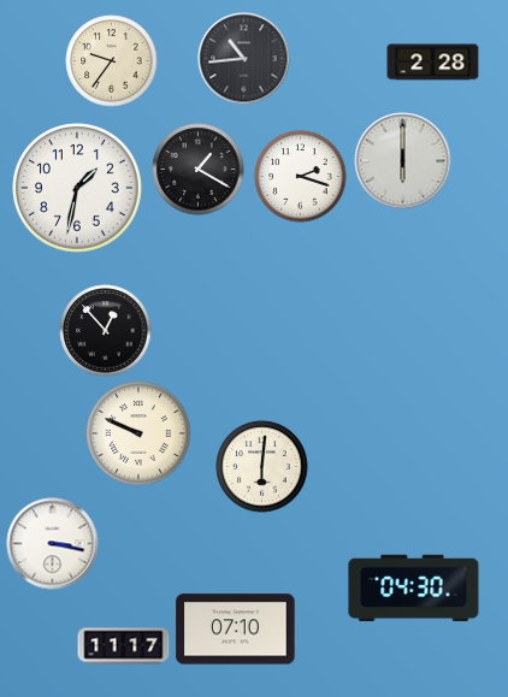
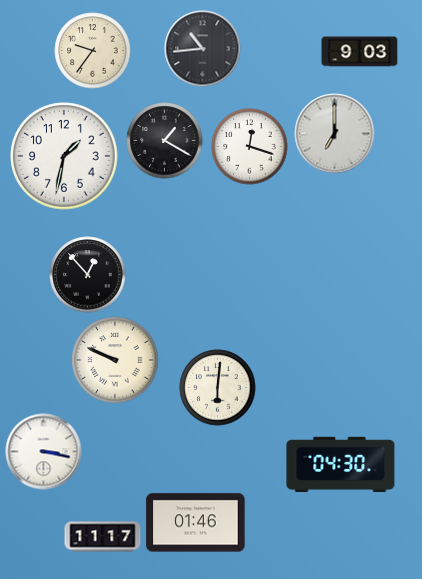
clock at (433, 63): 2:28 -> 9:03
clock at (403, 161): 6:00 -> 7:00
clock at (301, 177): 2:18 -> 12:18
clock at (414, 589) position: (414, 589) -> (341, 465)
clock at (236, 630): 07:10 -> 01:46
